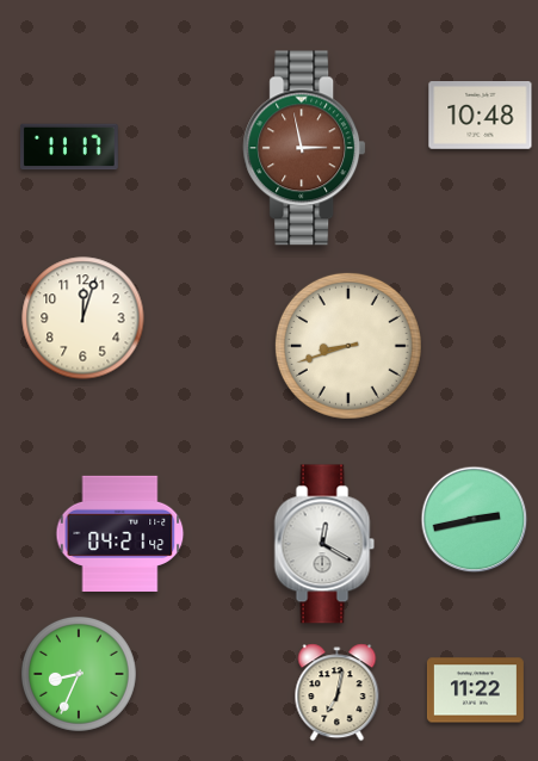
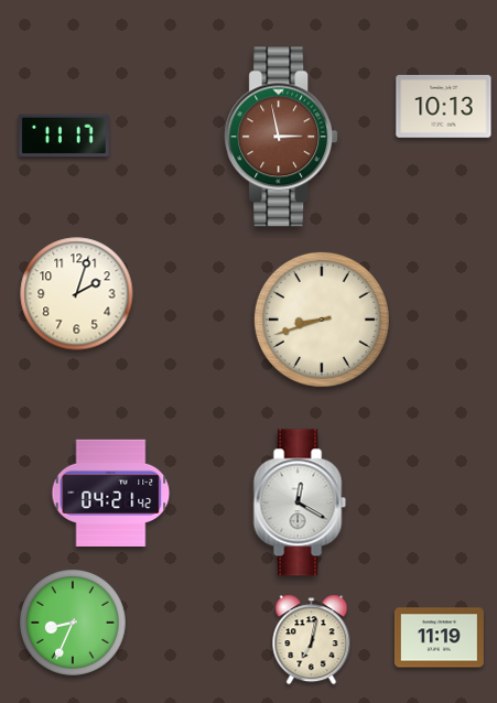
clock at (481, 116): 10:48 -> 10:13
clock at (84, 318): 12:03 -> 2:03
clock at (475, 520): 2:43 -> none
clock at (475, 691): 11:22 -> 11:19
